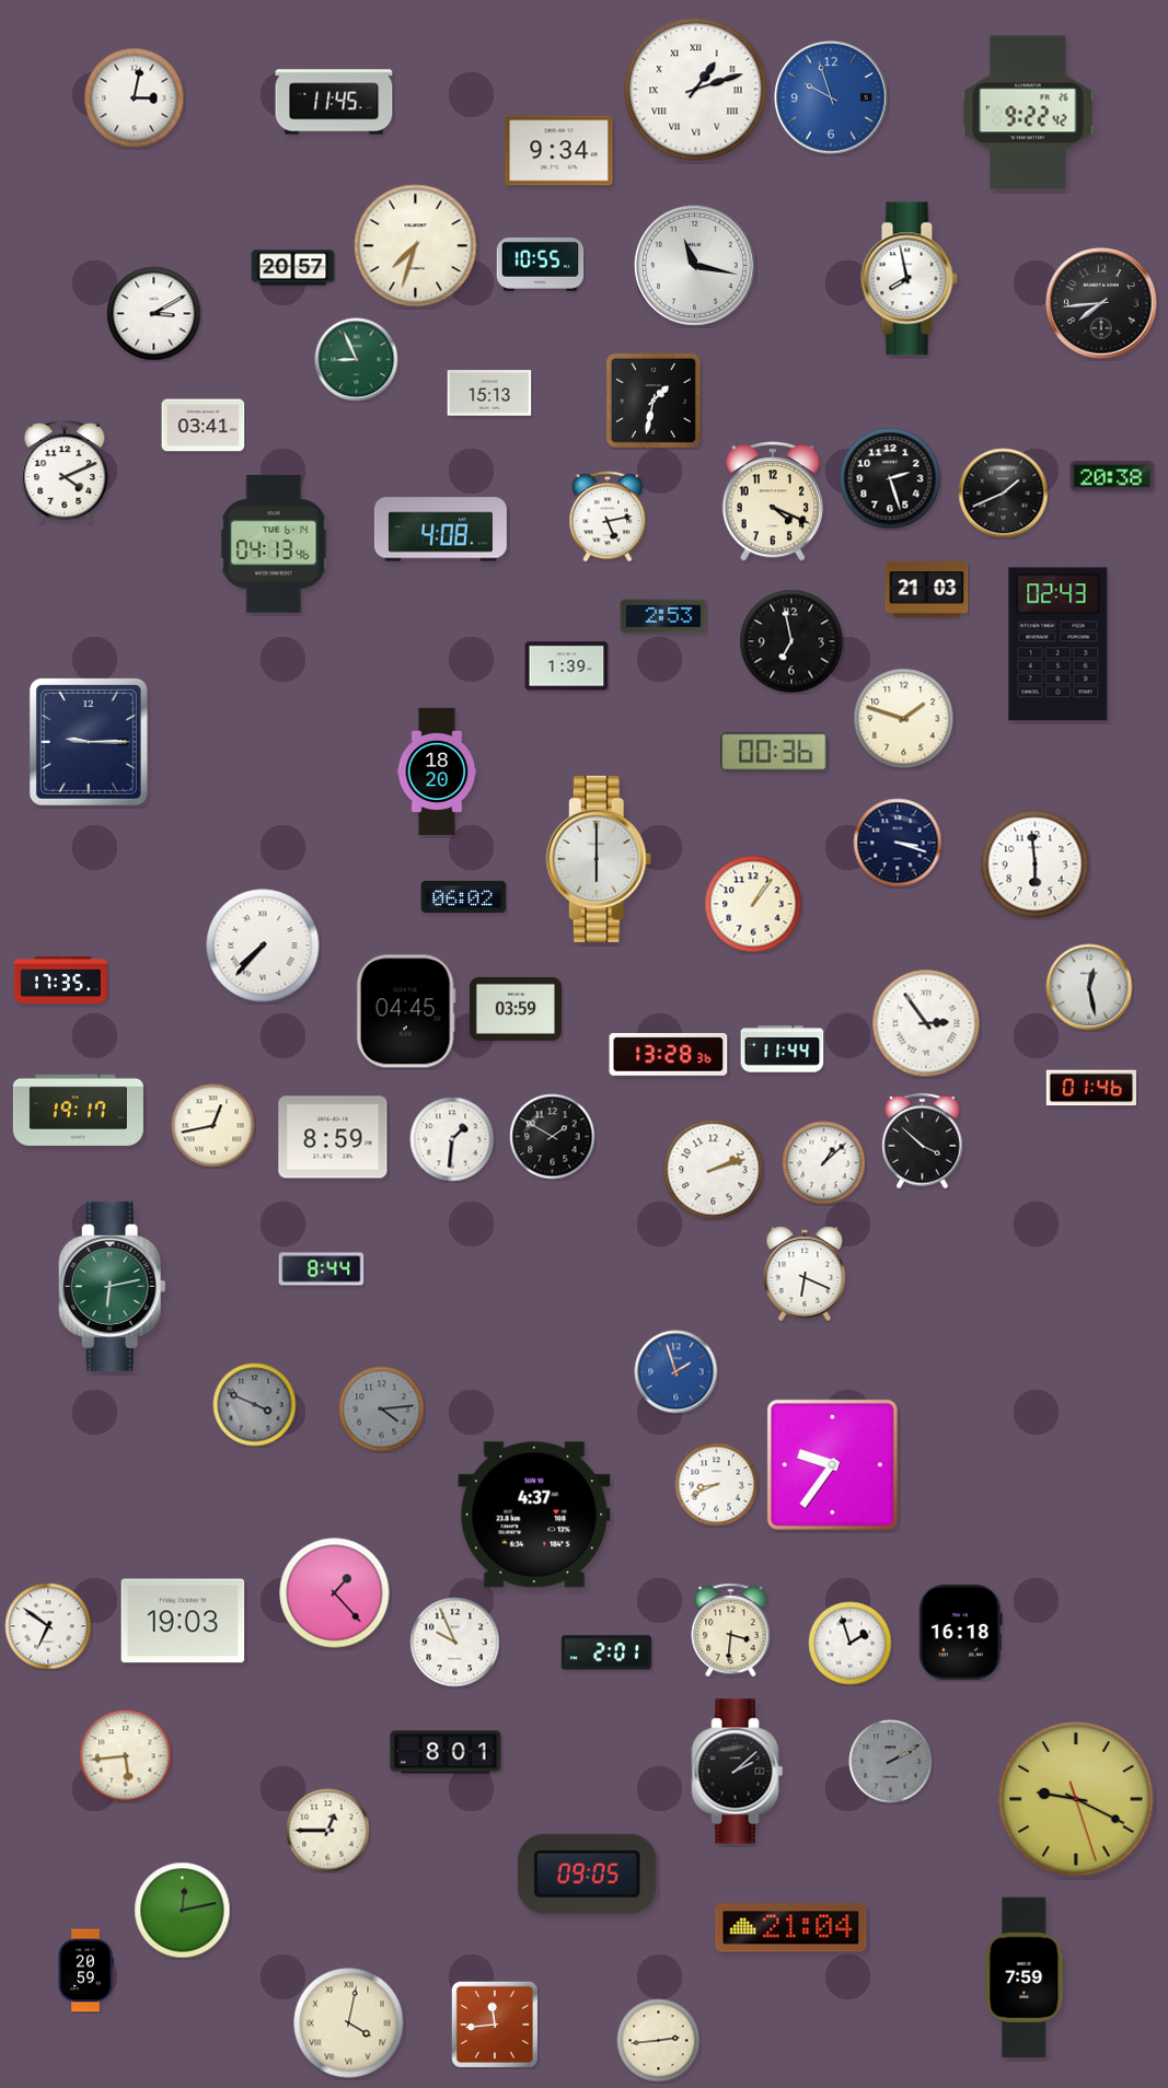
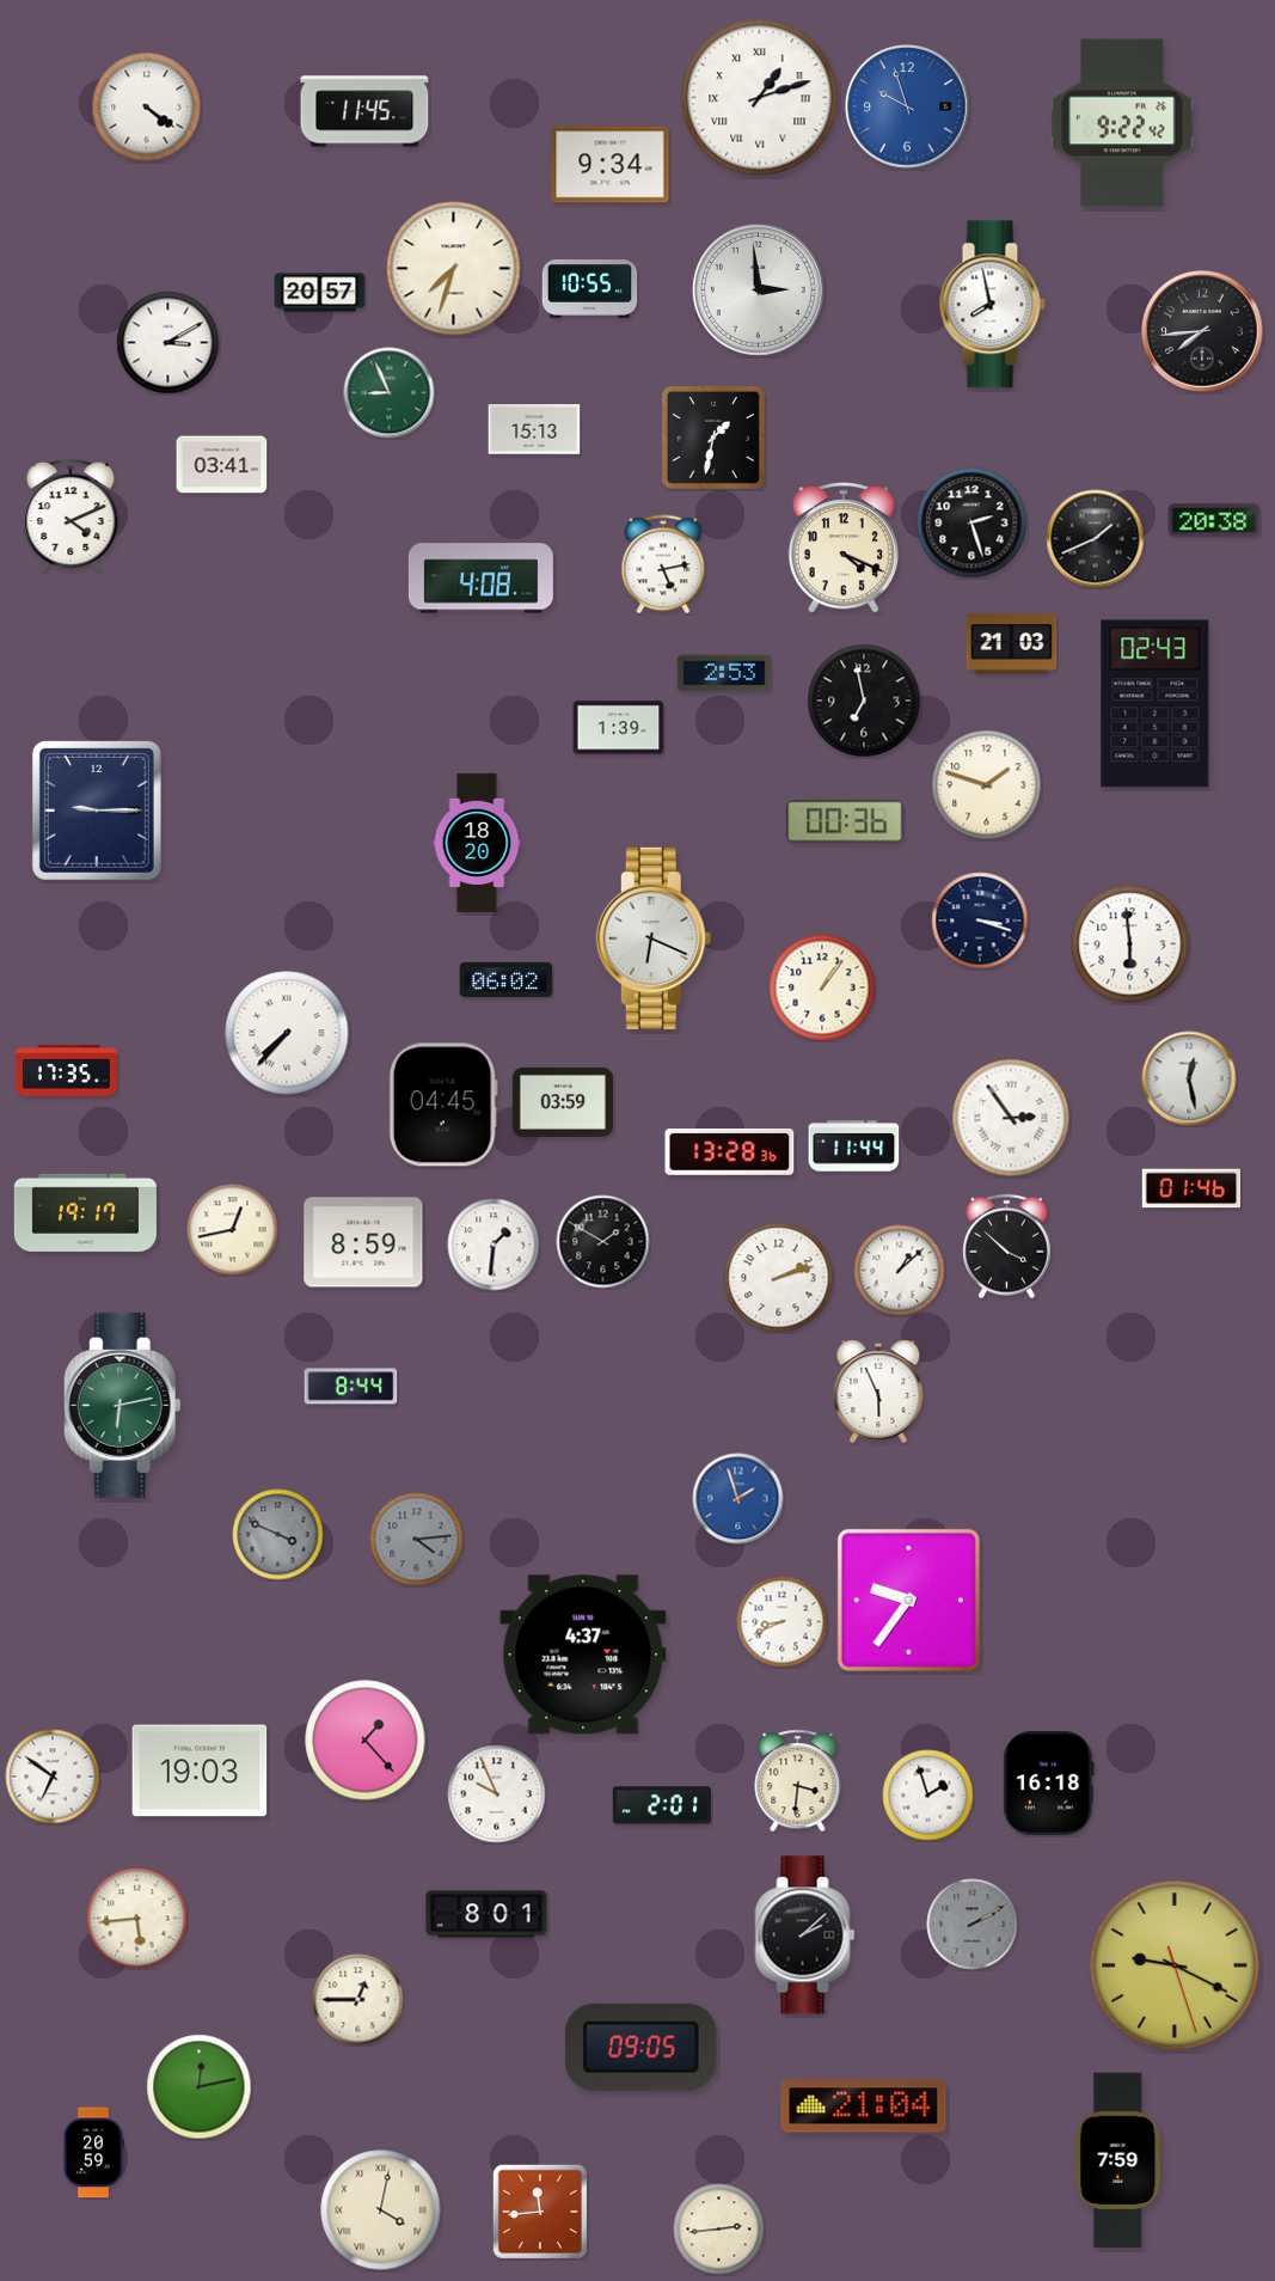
clock at (135, 98): 3:02 -> 4:21
clock at (694, 265): 11:17 -> 2:59
clock at (274, 544): 04:13 -> none
clock at (599, 859): 6:00 -> 6:19
clock at (805, 1274): 6:19 -> 5:56
